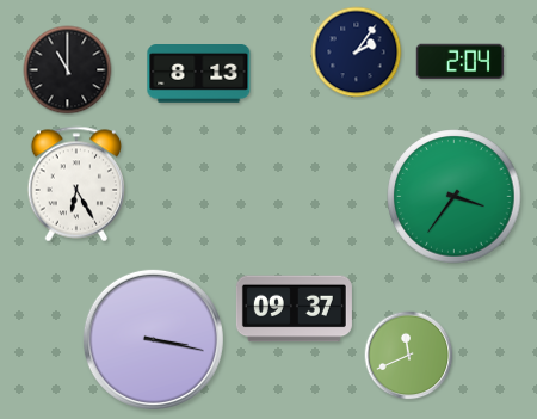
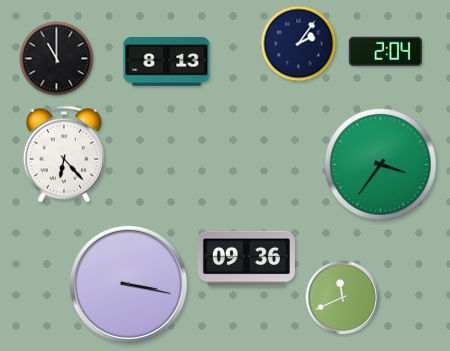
clock at (76, 184): 6:25 -> 6:23
clock at (294, 309): 09:37 -> 09:36
